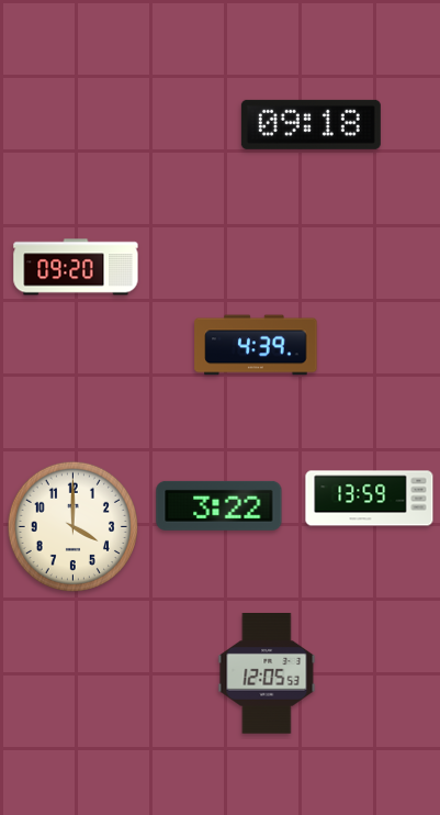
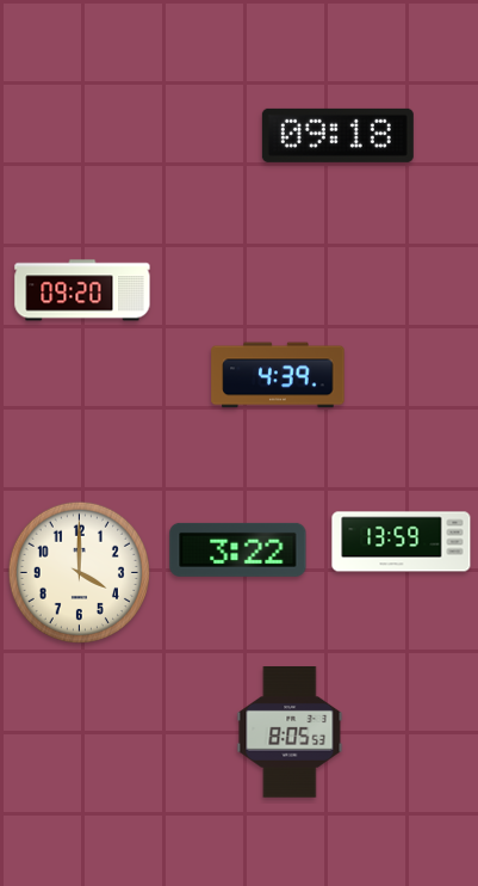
clock at (267, 673): 12:05 -> 8:05
